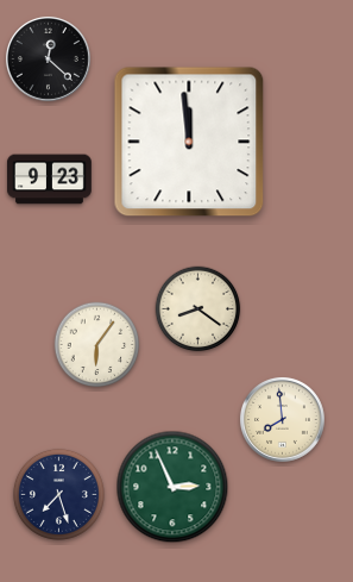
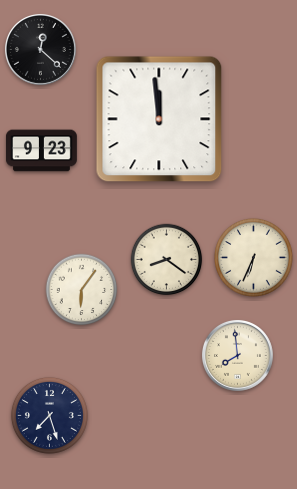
clock at (254, 258): none -> 6:34
clock at (282, 419) position: (282, 419) -> (237, 355)
clock at (172, 487): 2:56 -> none
